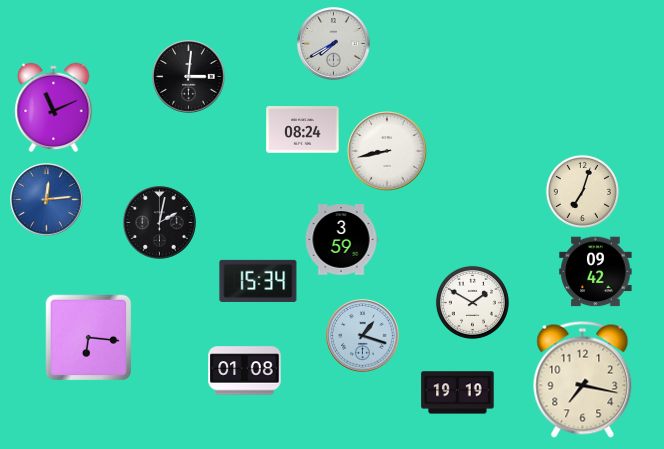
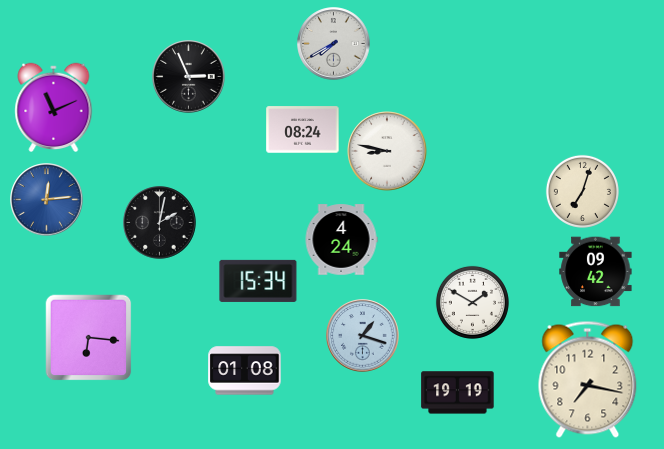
clock at (189, 77): 3:01 -> 2:56
clock at (387, 151): 8:43 -> 8:47
clock at (341, 240): 3:59 -> 4:24
clock at (583, 379) position: (583, 379) -> (588, 379)
